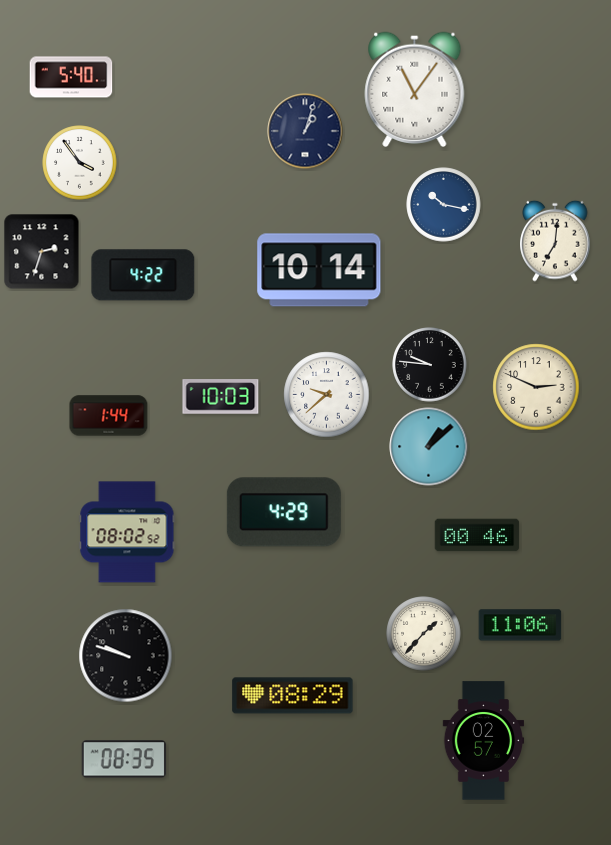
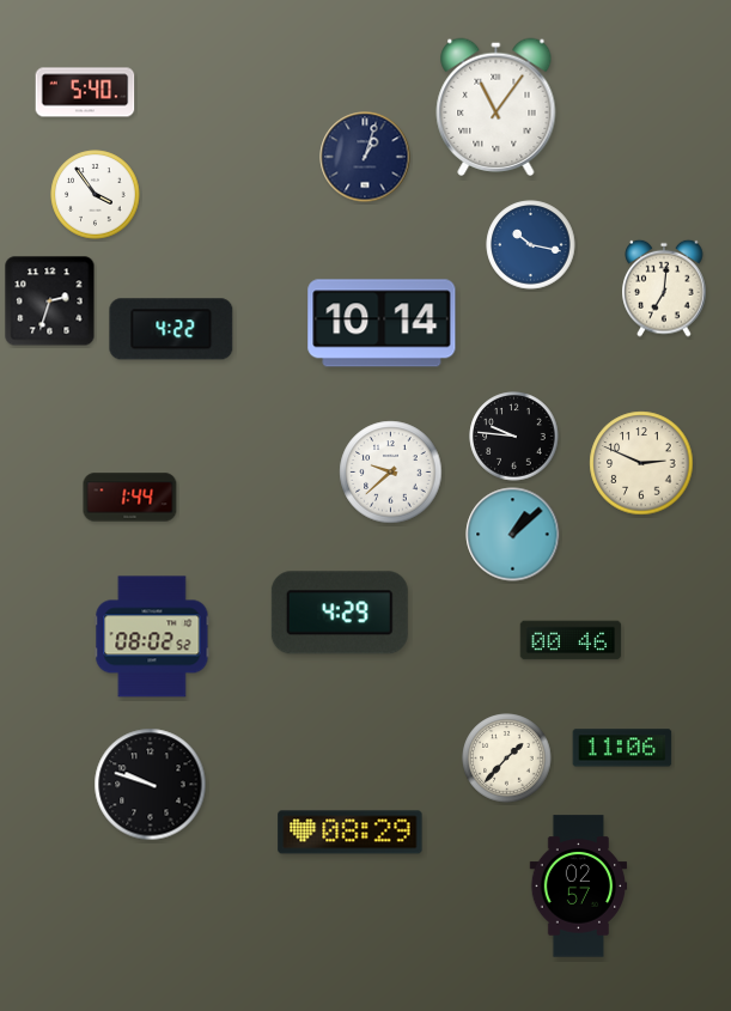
clock at (221, 397): 10:03 -> none
clock at (124, 759): 08:35 -> none
